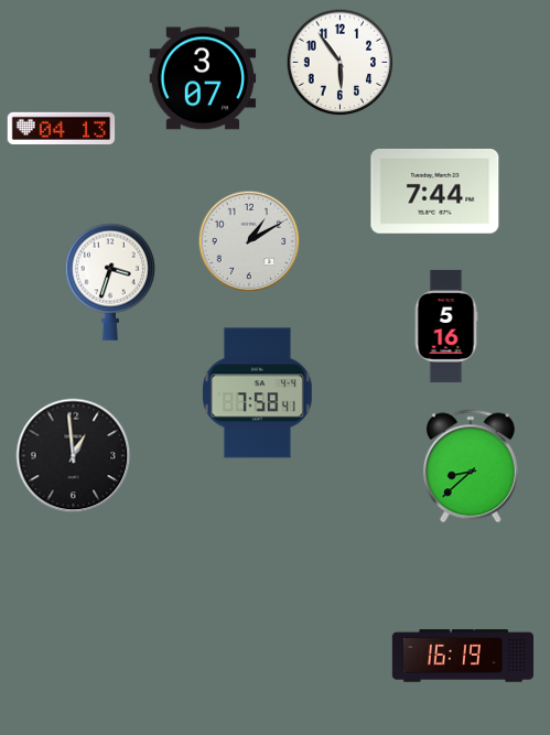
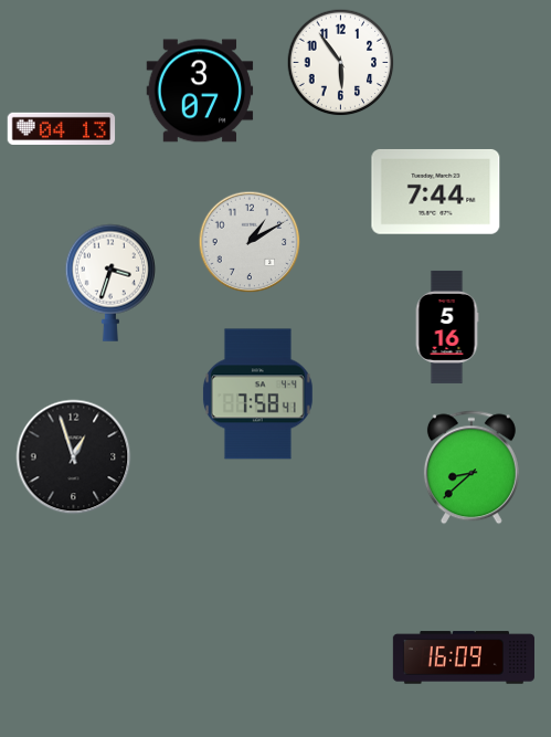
clock at (203, 78) position: (203, 78) -> (200, 91)
clock at (74, 456): 12:59 -> 12:57
clock at (463, 656): 16:19 -> 16:09
